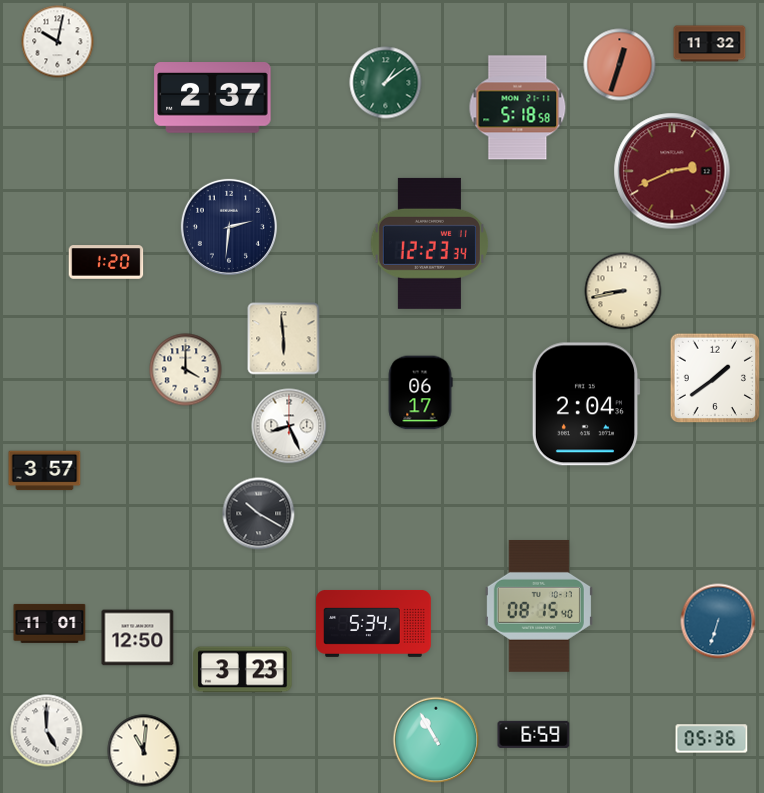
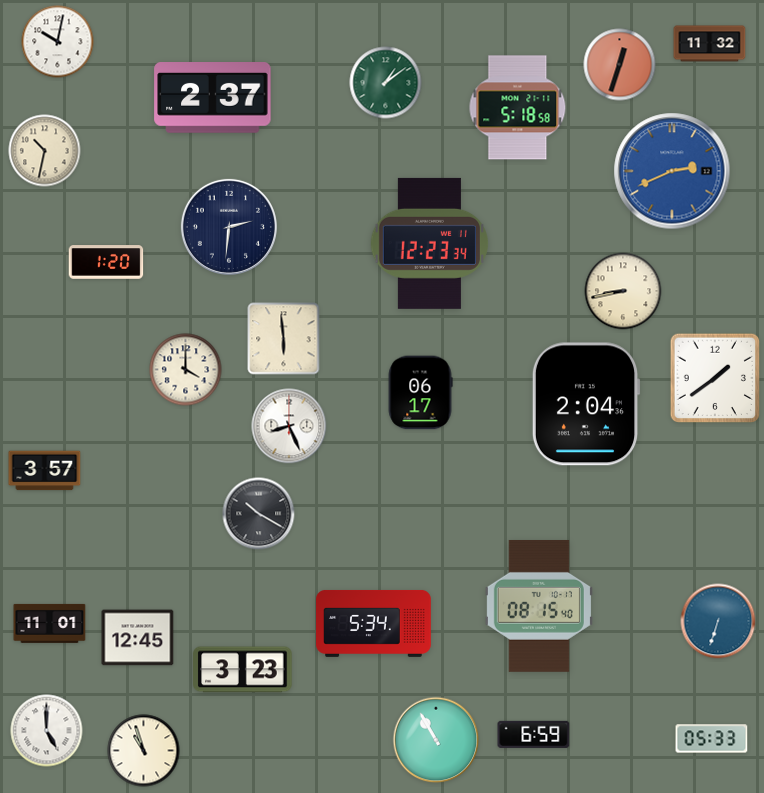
clock at (45, 151): none -> 10:32
clock at (672, 171) dial: burgundy -> blue
clock at (138, 638): 12:50 -> 12:45
clock at (712, 739): 05:36 -> 05:33
clock at (144, 751): 11:01 -> 10:57
